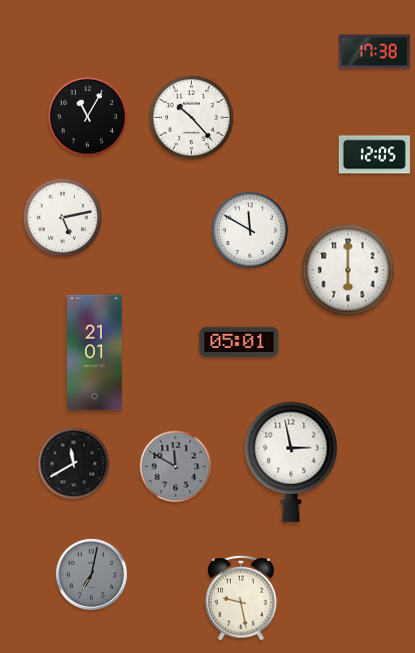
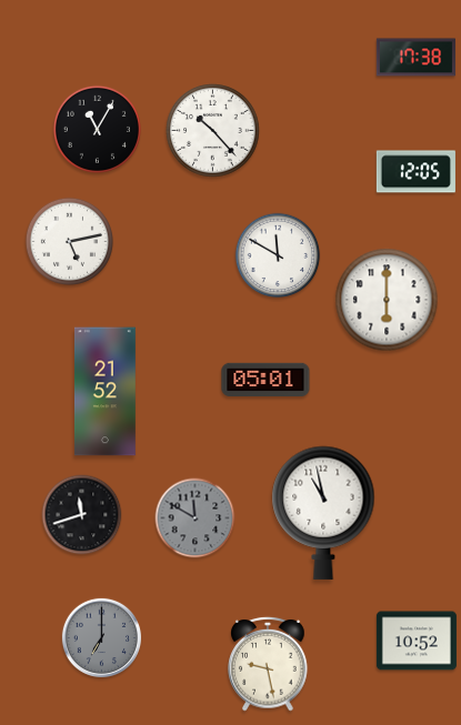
clock at (95, 353): 21:01 -> 21:52
clock at (291, 462): 2:58 -> 10:58
clock at (74, 464): 11:40 -> 11:42
clock at (91, 574): 7:02 -> 7:00
clock at (417, 641): none -> 10:52
